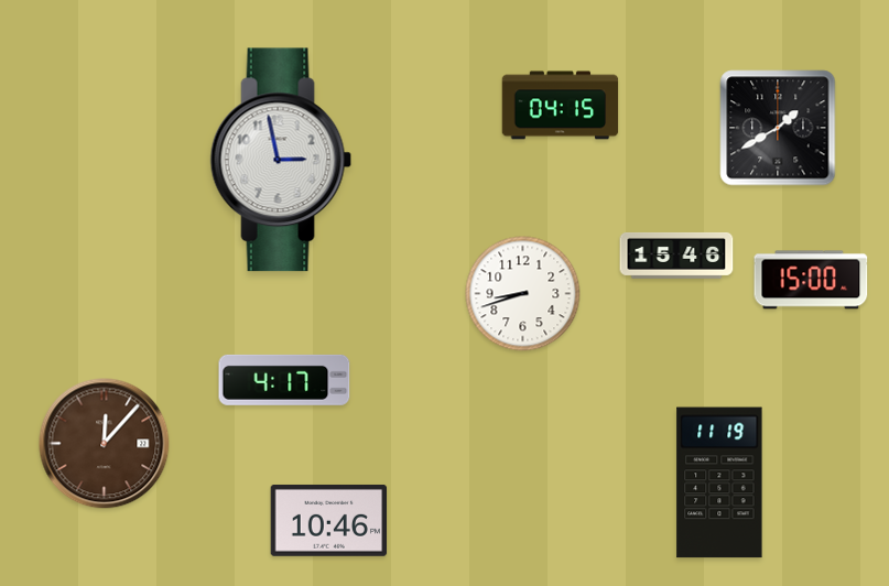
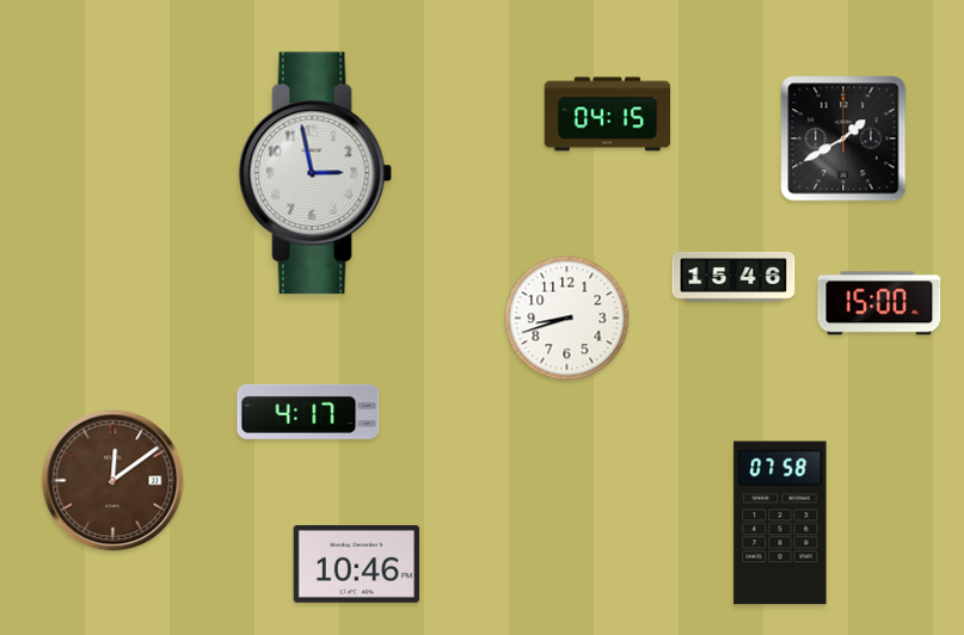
clock at (281, 160) position: (281, 160) -> (315, 173)
clock at (105, 444): 12:07 -> 12:09
clock at (719, 482): 11:19 -> 07:58
